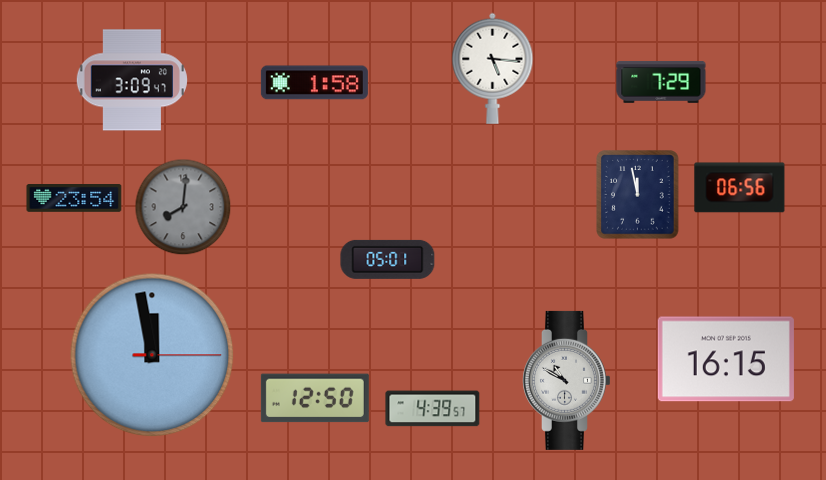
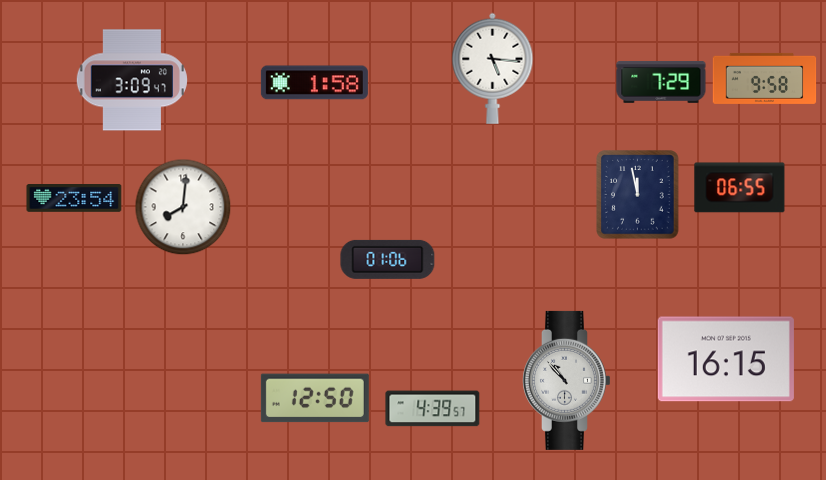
clock at (765, 78): none -> 9:58
clock at (740, 188): 06:56 -> 06:55
clock at (183, 207) dial: grey -> white
clock at (388, 259): 05:01 -> 01:06
clock at (152, 355): 11:58 -> none
clock at (567, 380): 10:50 -> 10:53
